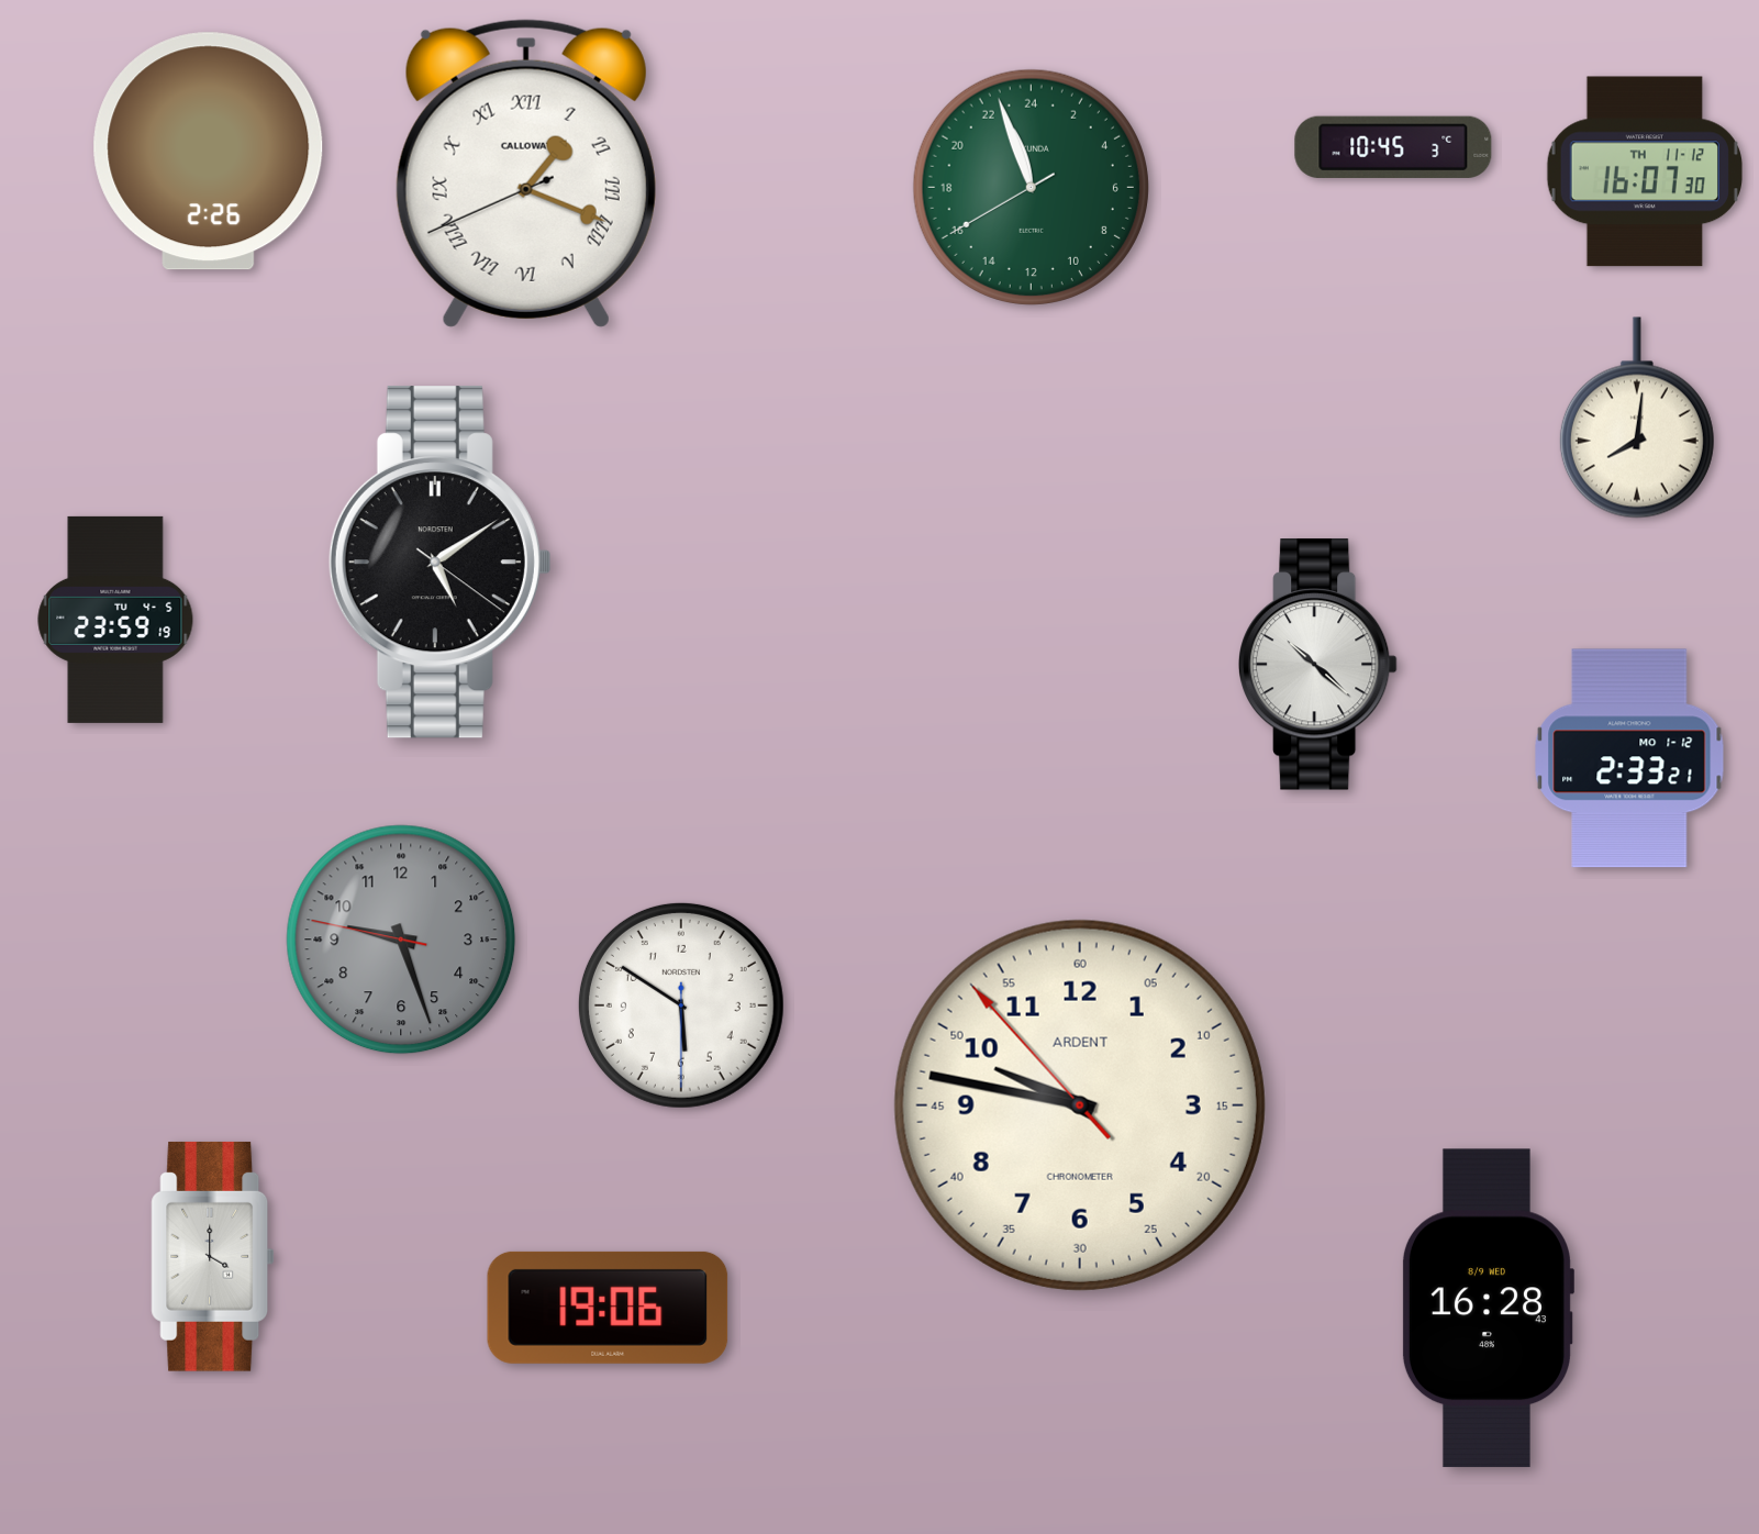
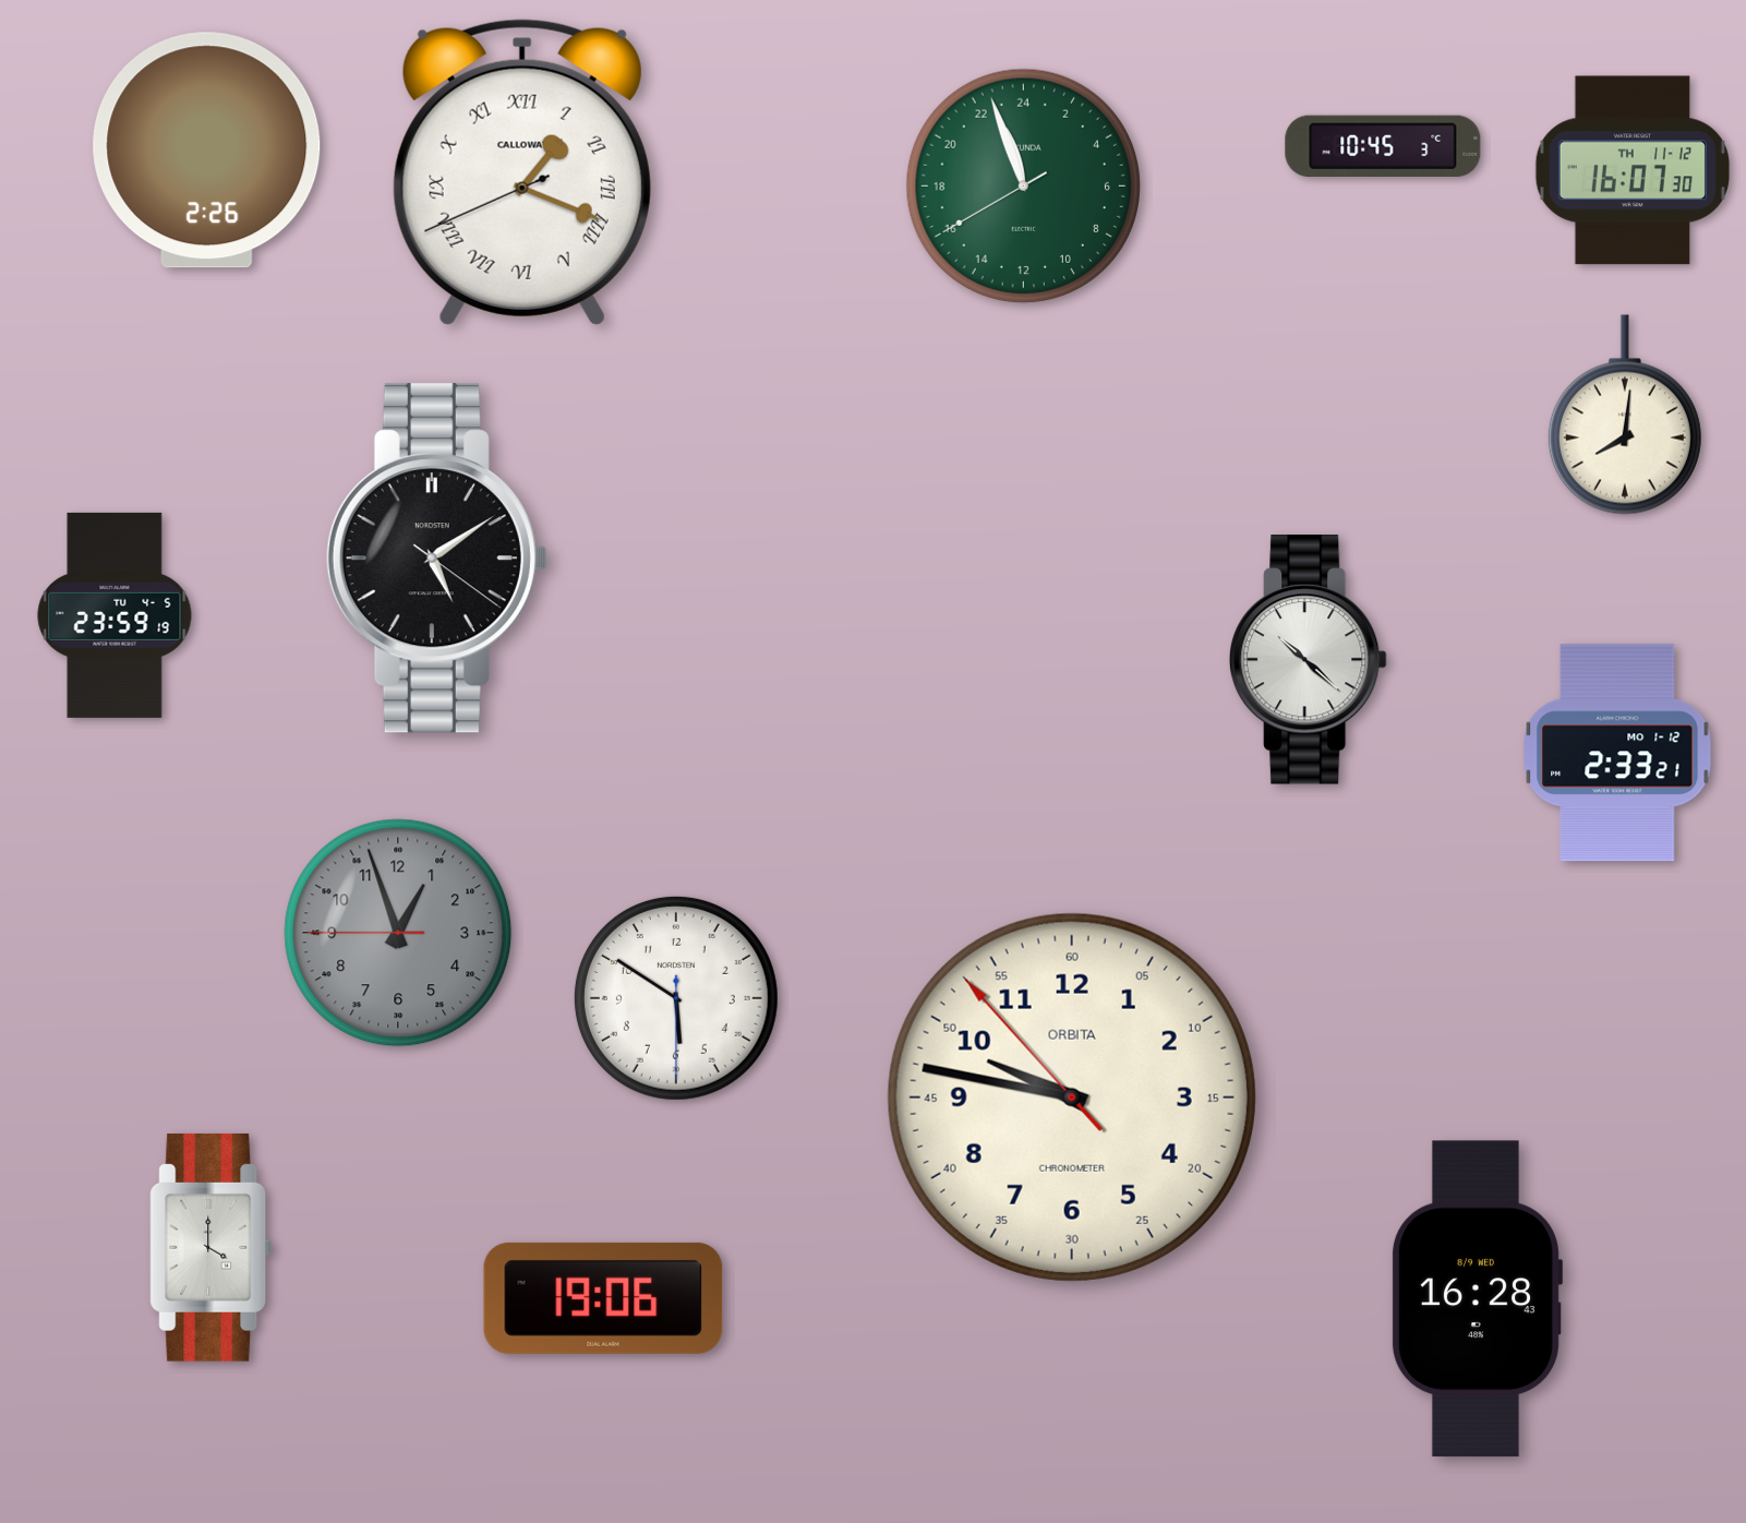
clock at (401, 940): 9:26 -> 12:56
clock at (1080, 1105) brand: ARDENT -> ORBITA
